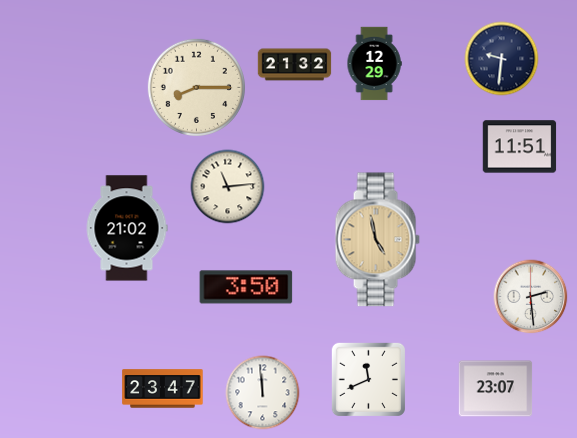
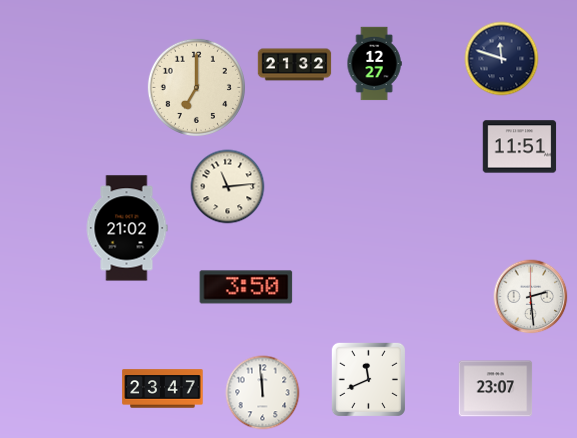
clock at (502, 59): 9:31 -> 11:48
clock at (374, 64): 12:29 -> 12:27
clock at (196, 87): 8:15 -> 7:00
clock at (377, 240): 4:58 -> none
